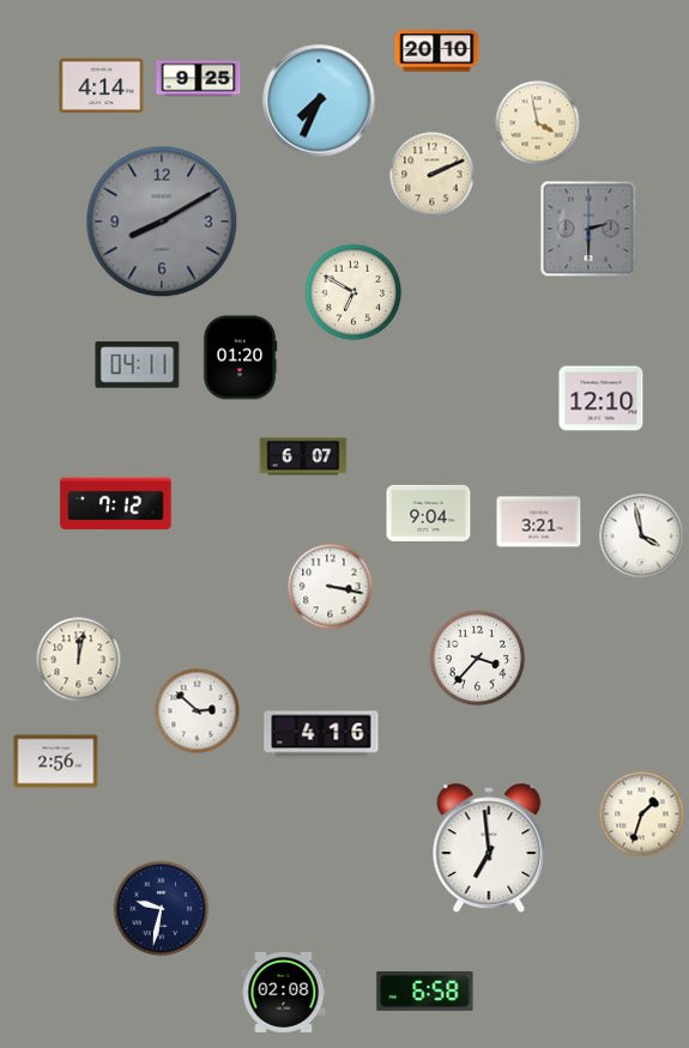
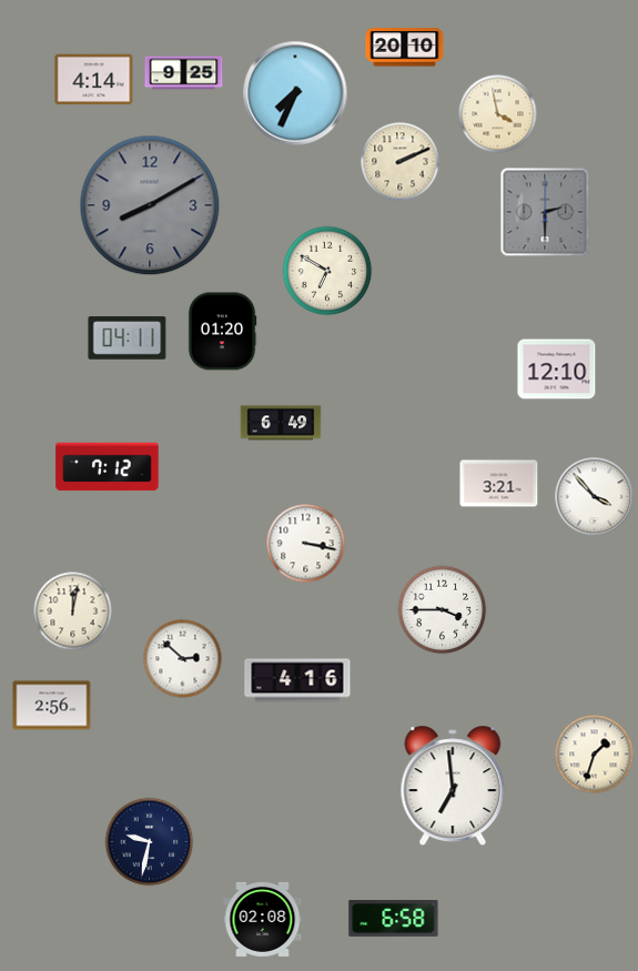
clock at (303, 456): 6:07 -> 6:49
clock at (429, 513): 9:04 -> none
clock at (642, 537): 3:58 -> 3:53
clock at (478, 659): 3:37 -> 3:45
